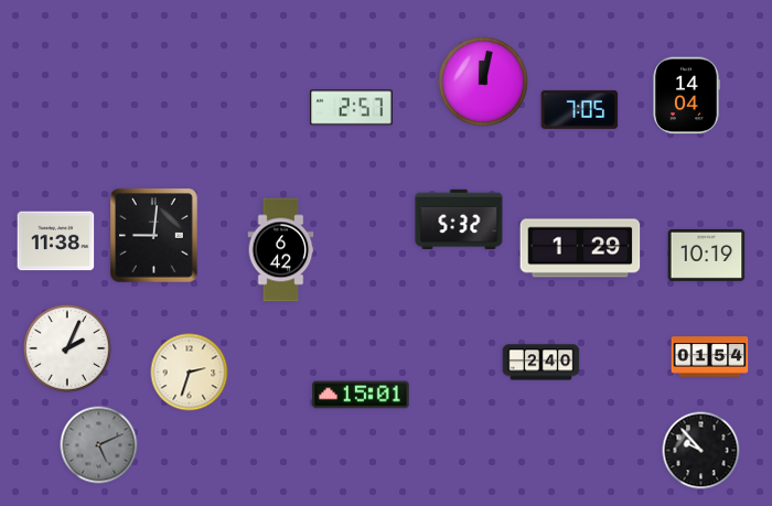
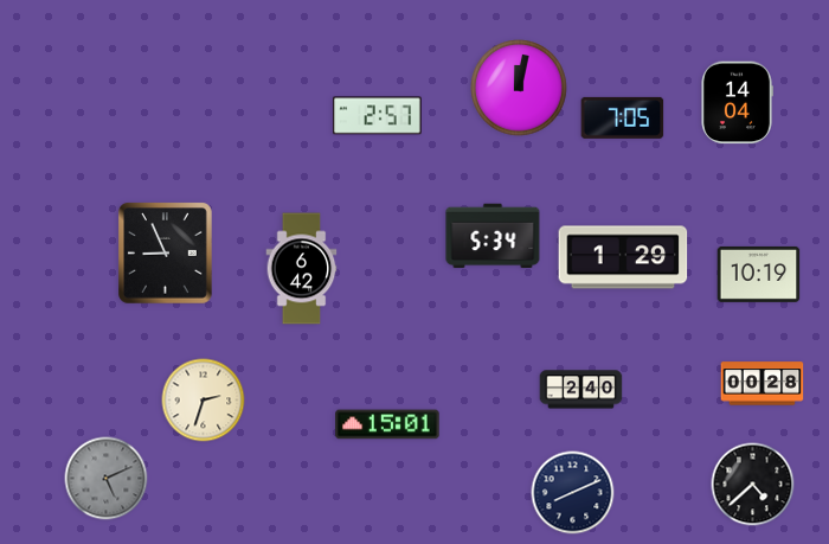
clock at (459, 219): 5:32 -> 5:34
clock at (154, 236): 9:01 -> 8:56
clock at (56, 241): 11:38 -> none
clock at (580, 248) position: (580, 248) -> (623, 257)
clock at (67, 348): 2:04 -> none
clock at (710, 357): 01:54 -> 00:28
clock at (701, 451): 9:53 -> 4:38
clock at (573, 493): none -> 8:11
